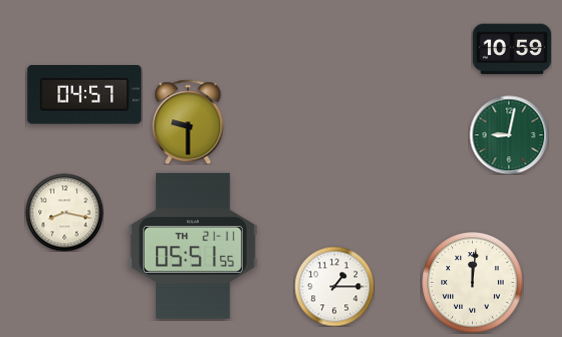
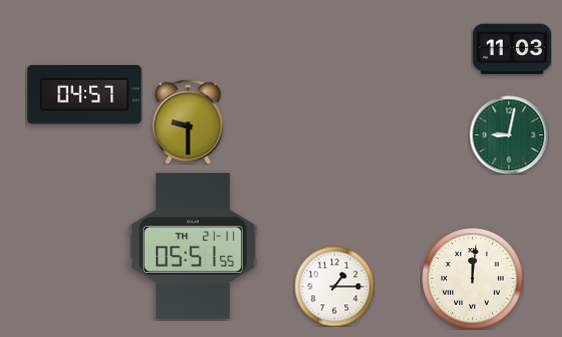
clock at (512, 49): 10:59 -> 11:03
clock at (64, 212): 8:17 -> none
clock at (473, 283) position: (473, 283) -> (473, 279)
